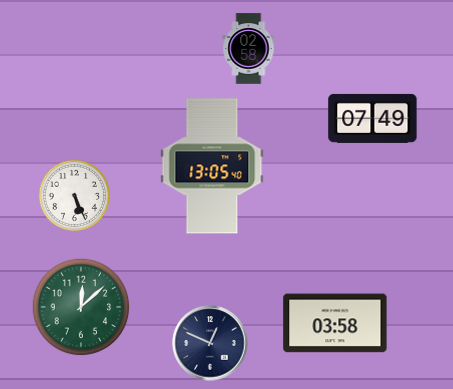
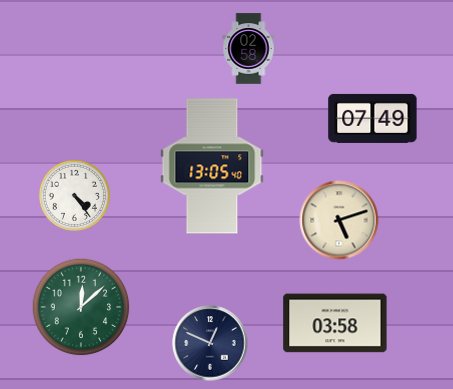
clock at (74, 195): 5:26 -> 4:24
clock at (339, 220): none -> 5:12
